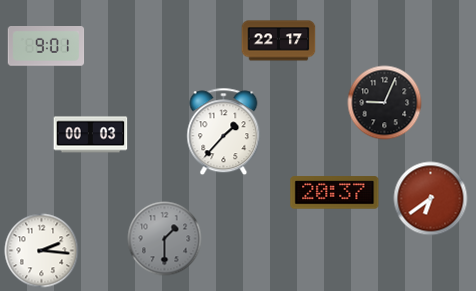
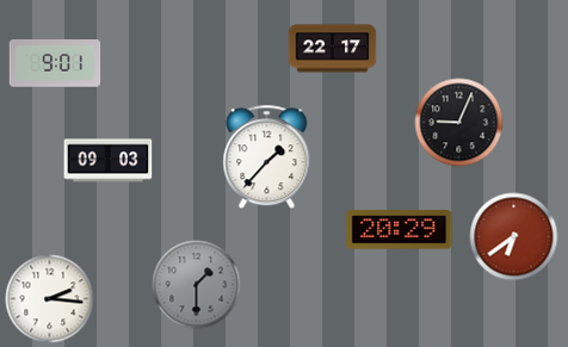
clock at (46, 47) position: (46, 47) -> (55, 64)
clock at (91, 135): 00:03 -> 09:03
clock at (335, 193): 20:37 -> 20:29
